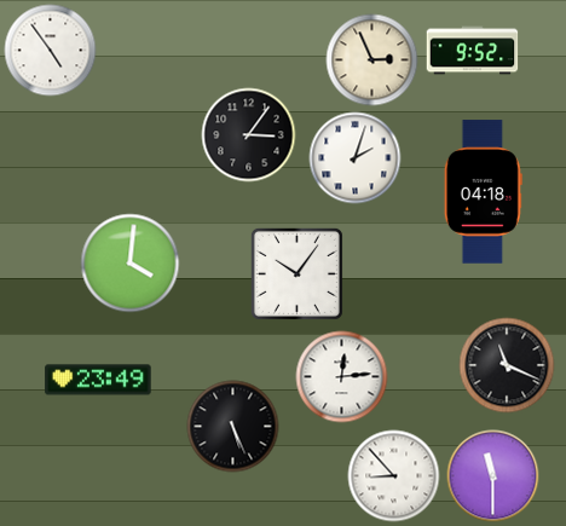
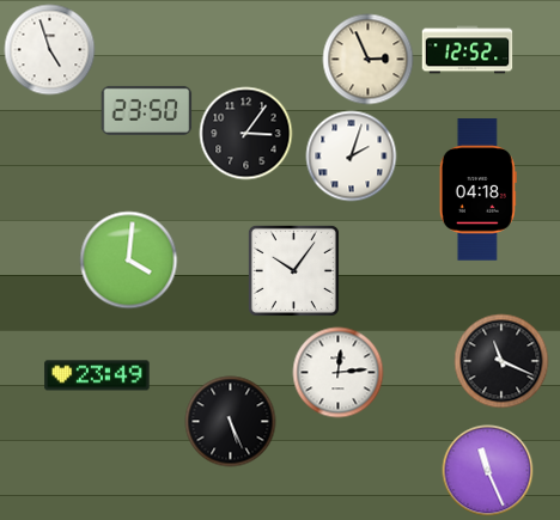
clock at (51, 51): 4:54 -> 4:57
clock at (473, 51): 9:52 -> 12:52
clock at (147, 110): none -> 23:50
clock at (394, 476): 8:53 -> none
clock at (493, 476): 11:30 -> 11:26
